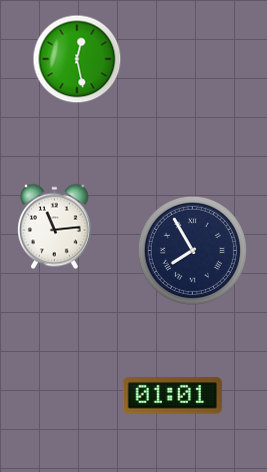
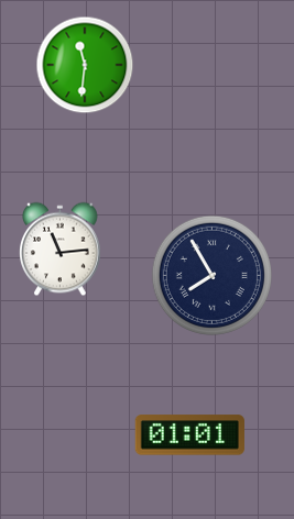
clock at (77, 59): 12:28 -> 11:31
